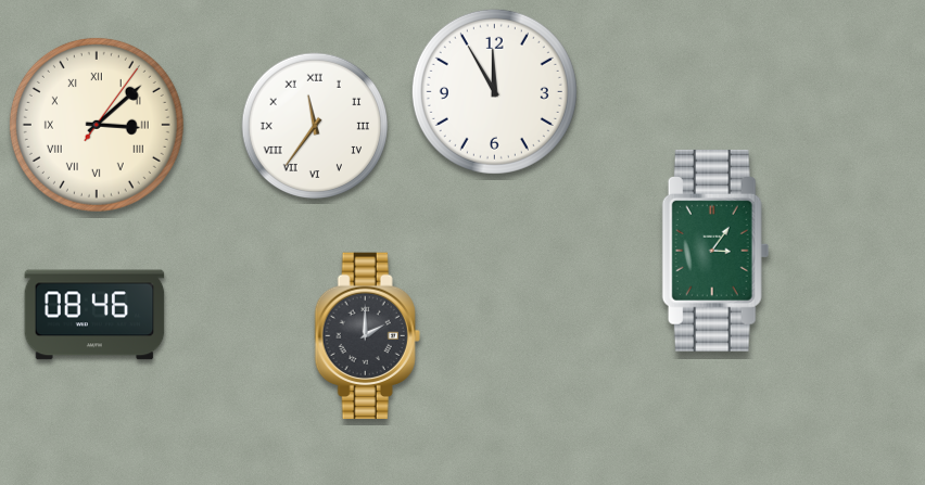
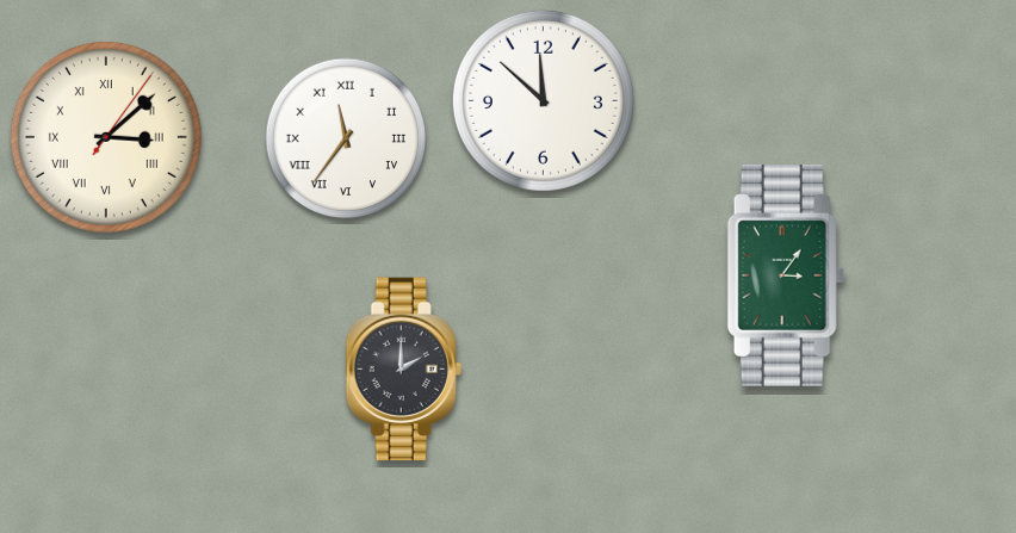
clock at (494, 91): 11:55 -> 11:52
clock at (94, 315): 08:46 -> none
